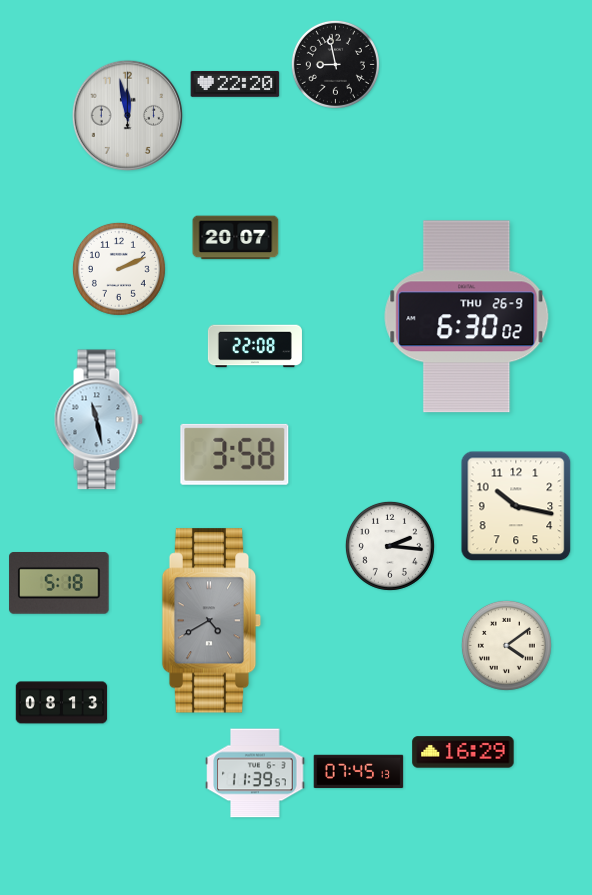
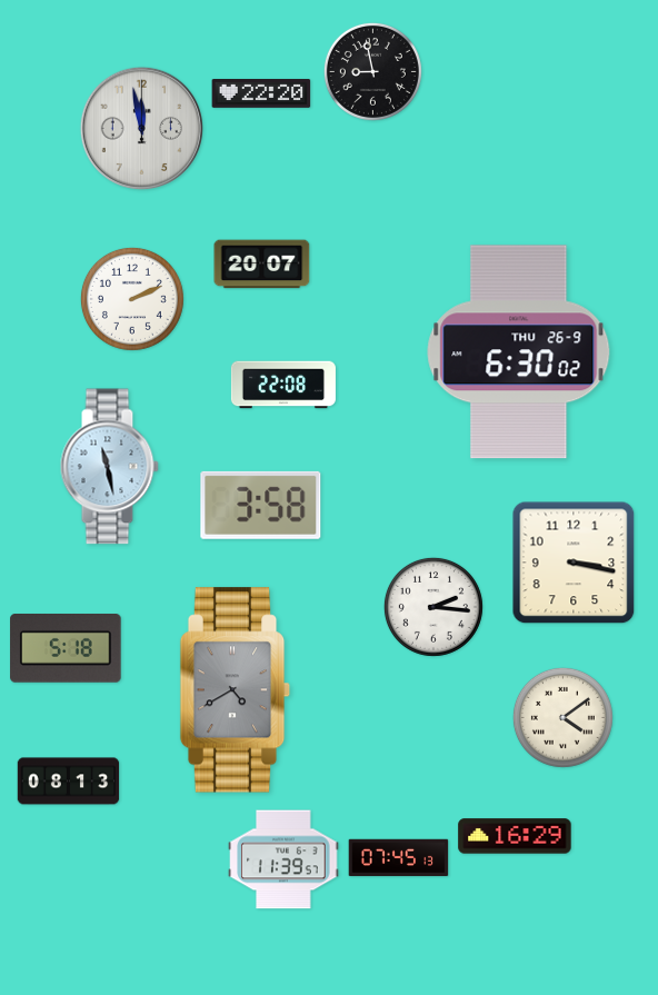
clock at (516, 506): 10:17 -> 3:17
